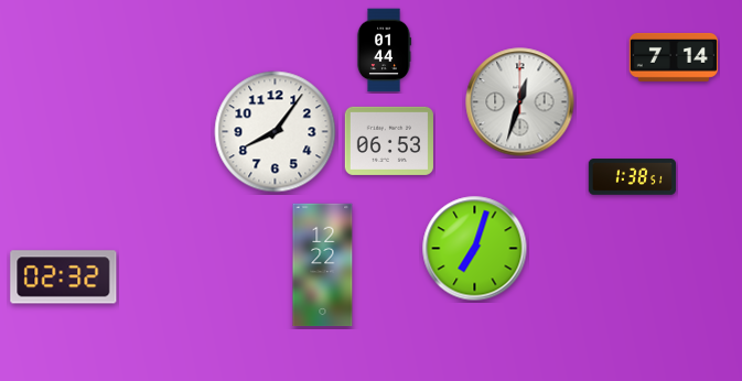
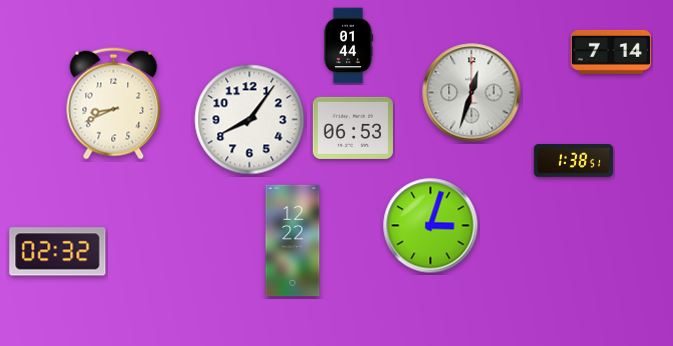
clock at (114, 104): none -> 8:41
clock at (475, 249): 7:03 -> 3:03
